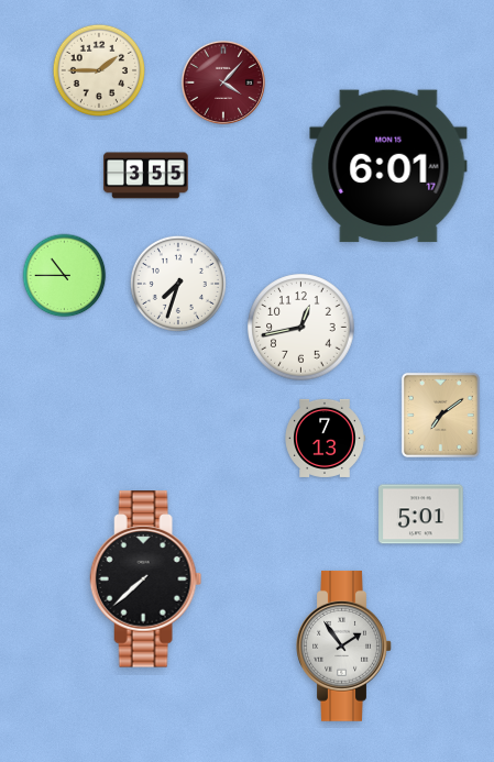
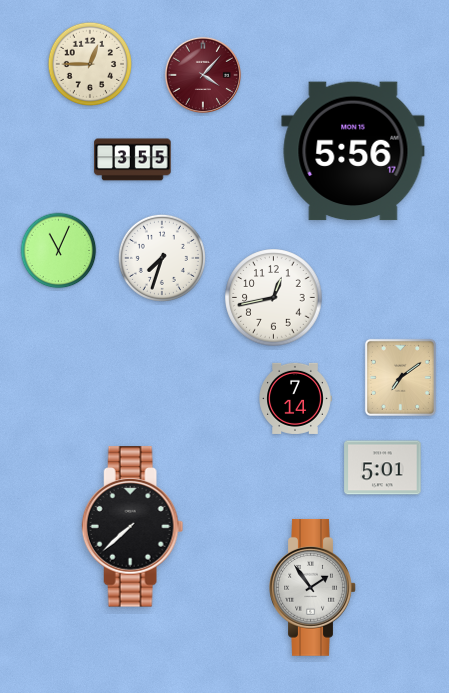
clock at (98, 69): 1:45 -> 12:45
clock at (388, 166): 6:01 -> 5:56
clock at (65, 276): 10:45 -> 11:04
clock at (325, 438): 7:13 -> 7:14
